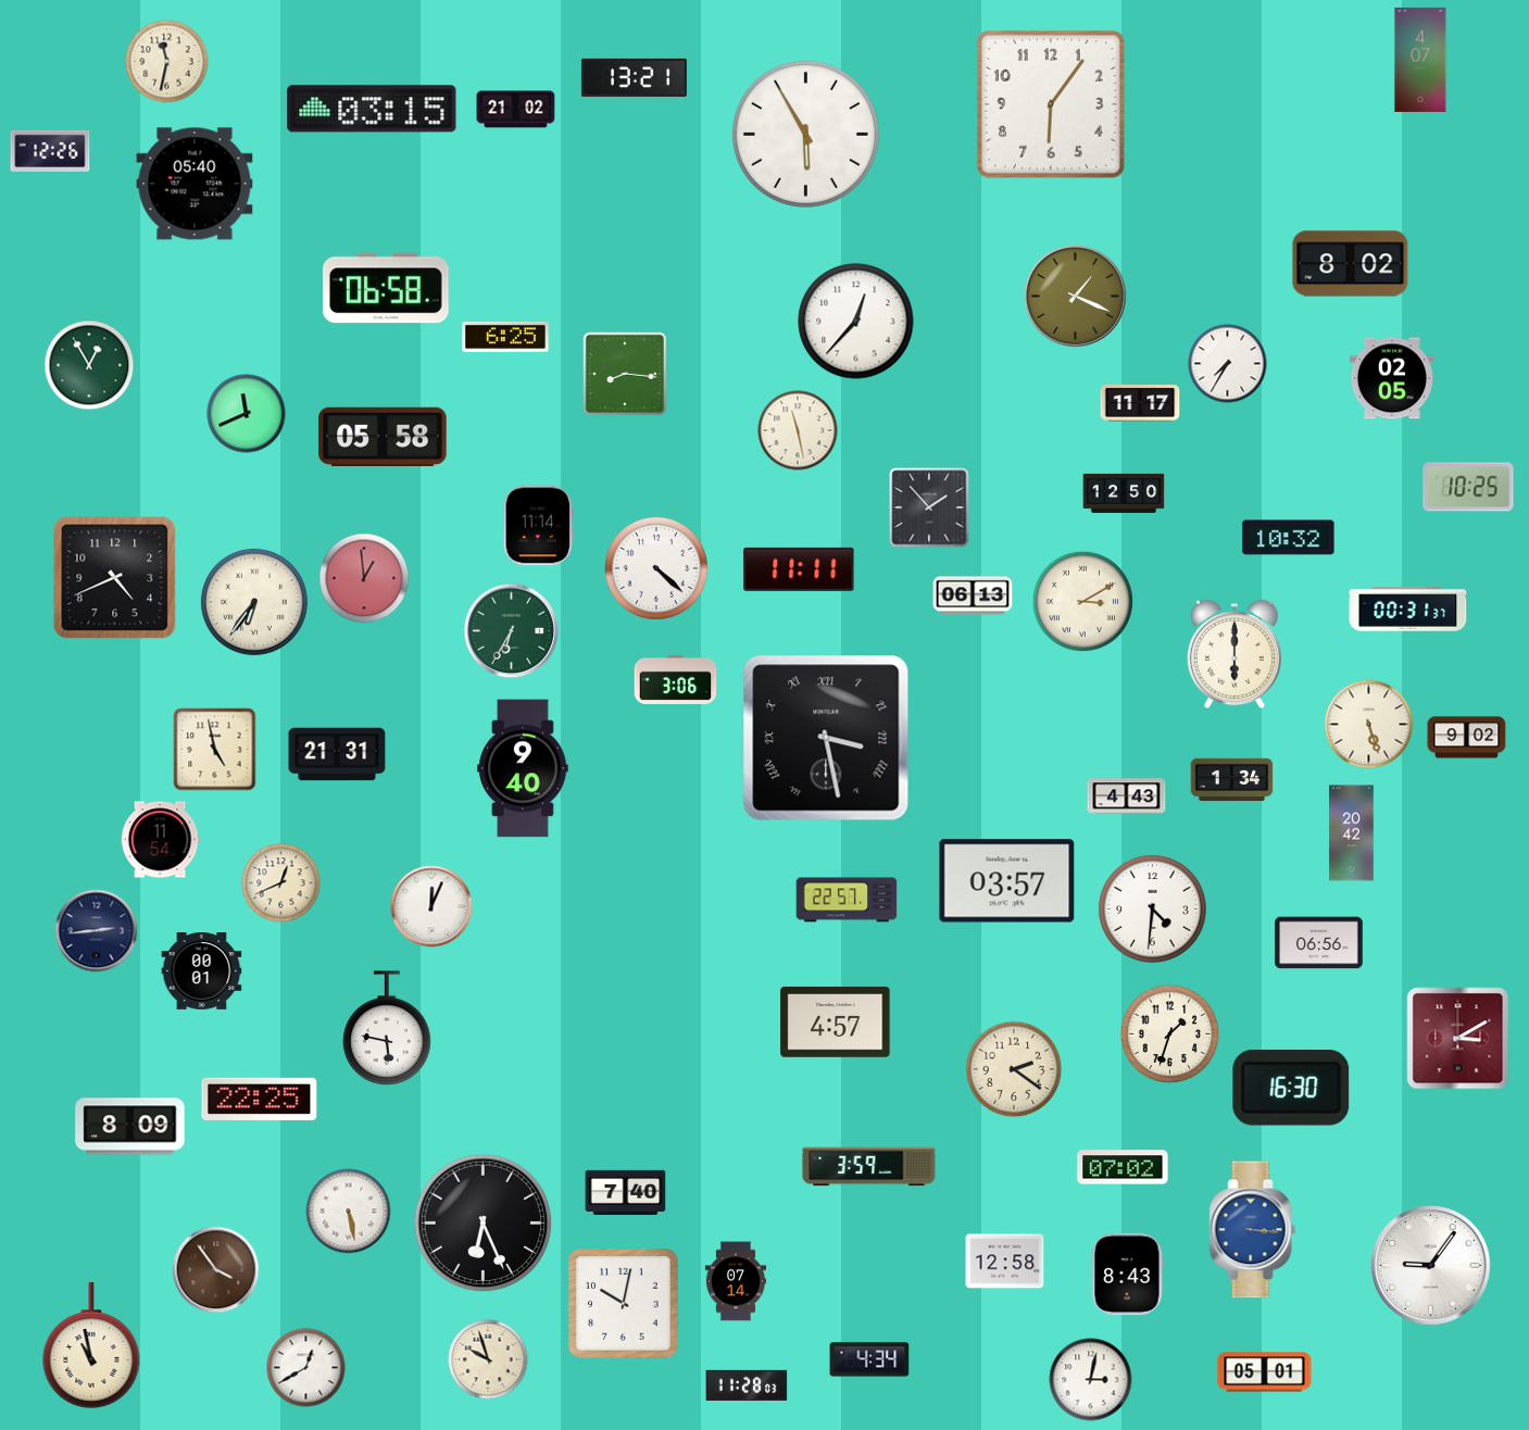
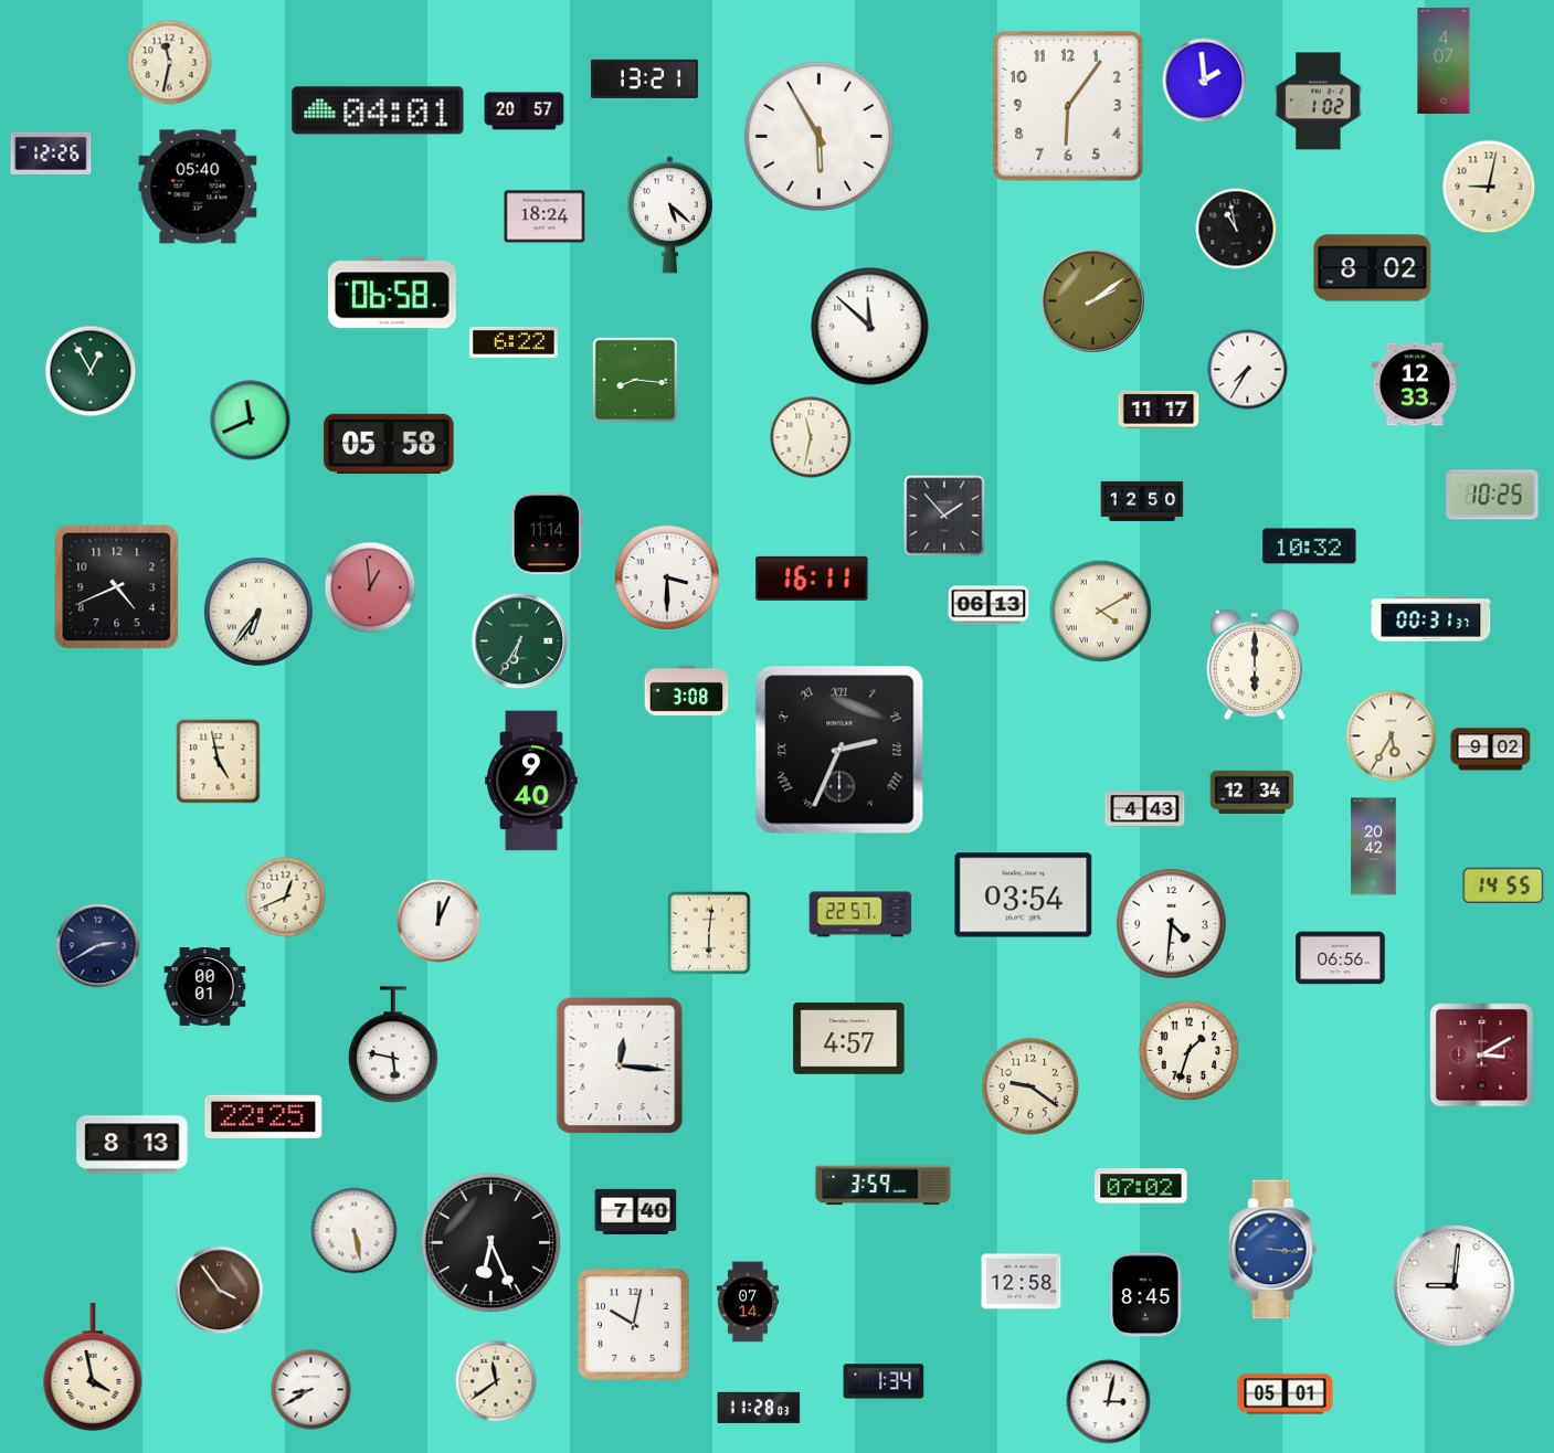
clock at (1205, 81): none -> 1:59
clock at (1319, 102): none -> 1:02
clock at (372, 109): 03:15 -> 04:01
clock at (516, 110): 21:02 -> 20:57
clock at (1489, 187): none -> 9:02
clock at (669, 215): none -> 5:22
clock at (545, 216): none -> 18:24
clock at (1236, 229): none -> 10:58
clock at (1075, 296): 1:19 -> 2:09
clock at (856, 322): 12:37 -> 11:52
clock at (505, 337): 6:25 -> 6:22
clock at (1392, 378): 02:05 -> 12:33
clock at (798, 430): 11:28 -> 11:32
clock at (656, 568): 4:22 -> 3:30
clock at (799, 569): 11:11 -> 16:11
clock at (1082, 601): 3:10 -> 4:10
clock at (676, 679): 3:06 -> 3:08
clock at (1369, 725): 5:27 -> 5:35
clock at (826, 738): 3:28 -> 2:34
clock at (337, 754): 21:31 -> none
clock at (1232, 780): 1:34 -> 12:34
clock at (160, 840): 11:54 -> none
clock at (1503, 885): none -> 14:55
clock at (1007, 881): 03:57 -> 03:54
clock at (709, 933): none -> 6:01
clock at (97, 931): 2:44 -> 2:40
clock at (620, 1065): none -> 12:16
clock at (1014, 1069): 2:21 -> 9:21
clock at (1291, 1089): 16:30 -> none
clock at (130, 1127): 8:09 -> 8:13
clock at (1431, 1266): 9:06 -> 9:01
clock at (1127, 1275): 8:43 -> 8:45
clock at (91, 1346): 10:58 -> 3:58
clock at (488, 1359): 9:57 -> 11:39
clock at (869, 1359): 4:34 -> 1:34
clock at (306, 1368): 12:40 -> 8:40
